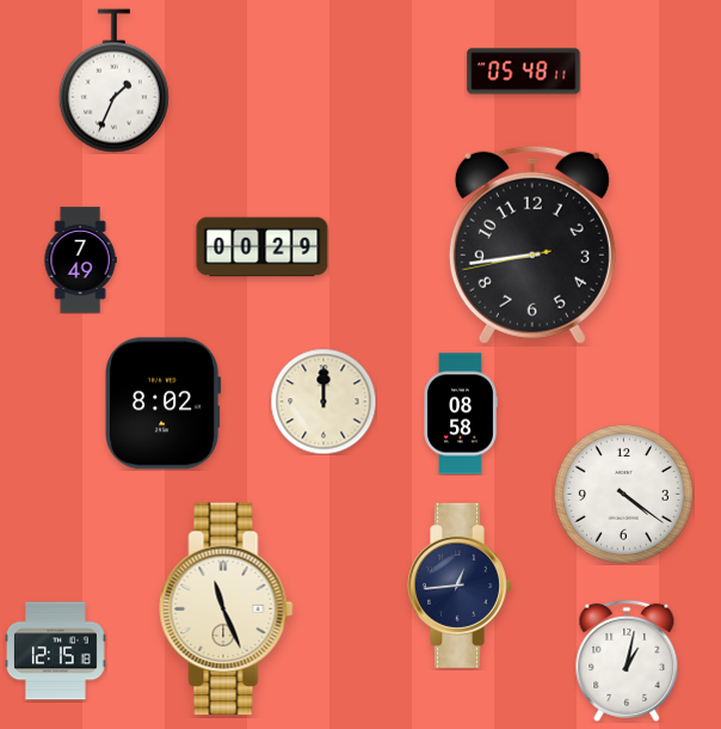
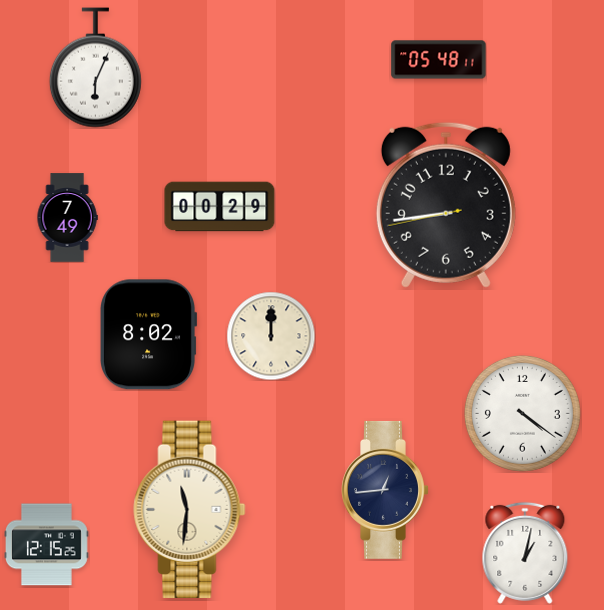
clock at (113, 81): 1:34 -> 6:04
clock at (164, 404) position: (164, 404) -> (149, 335)
clock at (461, 413): 08:58 -> none
clock at (227, 609): 11:26 -> 11:31
clock at (55, 651): 12:15:18 -> 12:15:25
